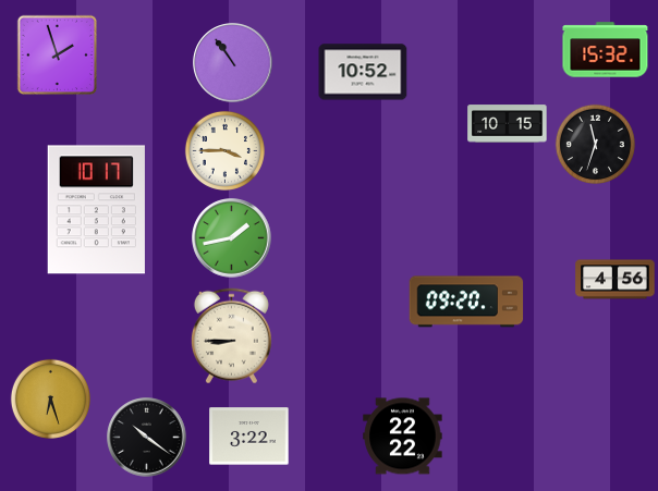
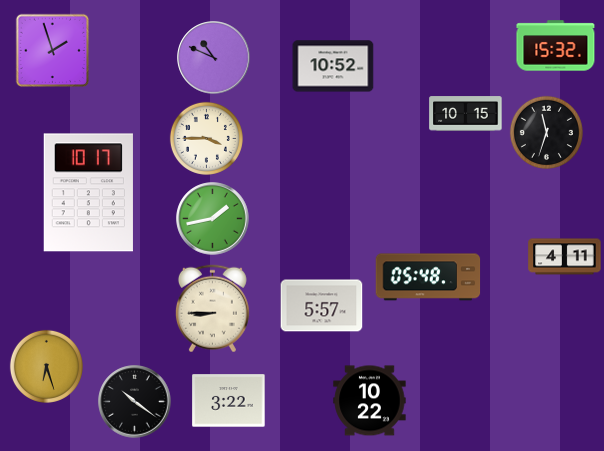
clock at (233, 63): 10:54 -> 10:49
clock at (616, 280): 4:56 -> 4:11
clock at (466, 302): 09:20 -> 05:48
clock at (322, 306): none -> 5:57
clock at (403, 437): 22:22 -> 10:22
